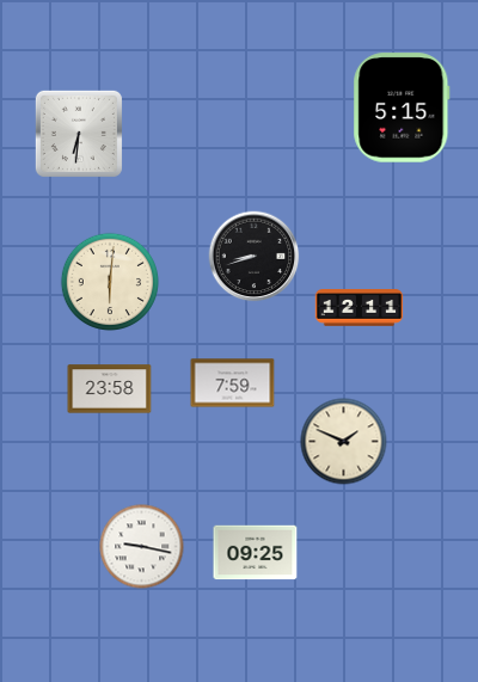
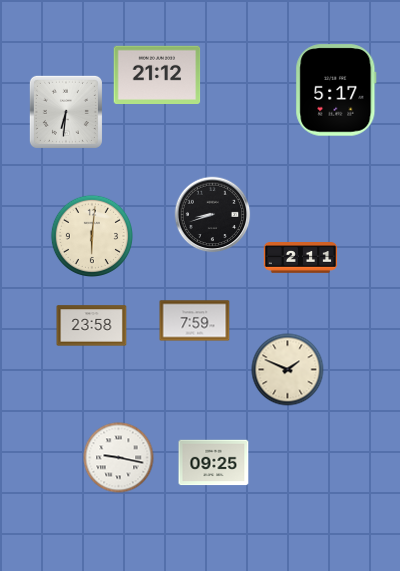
clock at (157, 74): none -> 21:12
clock at (402, 107): 5:15 -> 5:17
clock at (360, 308): 12:11 -> 2:11
